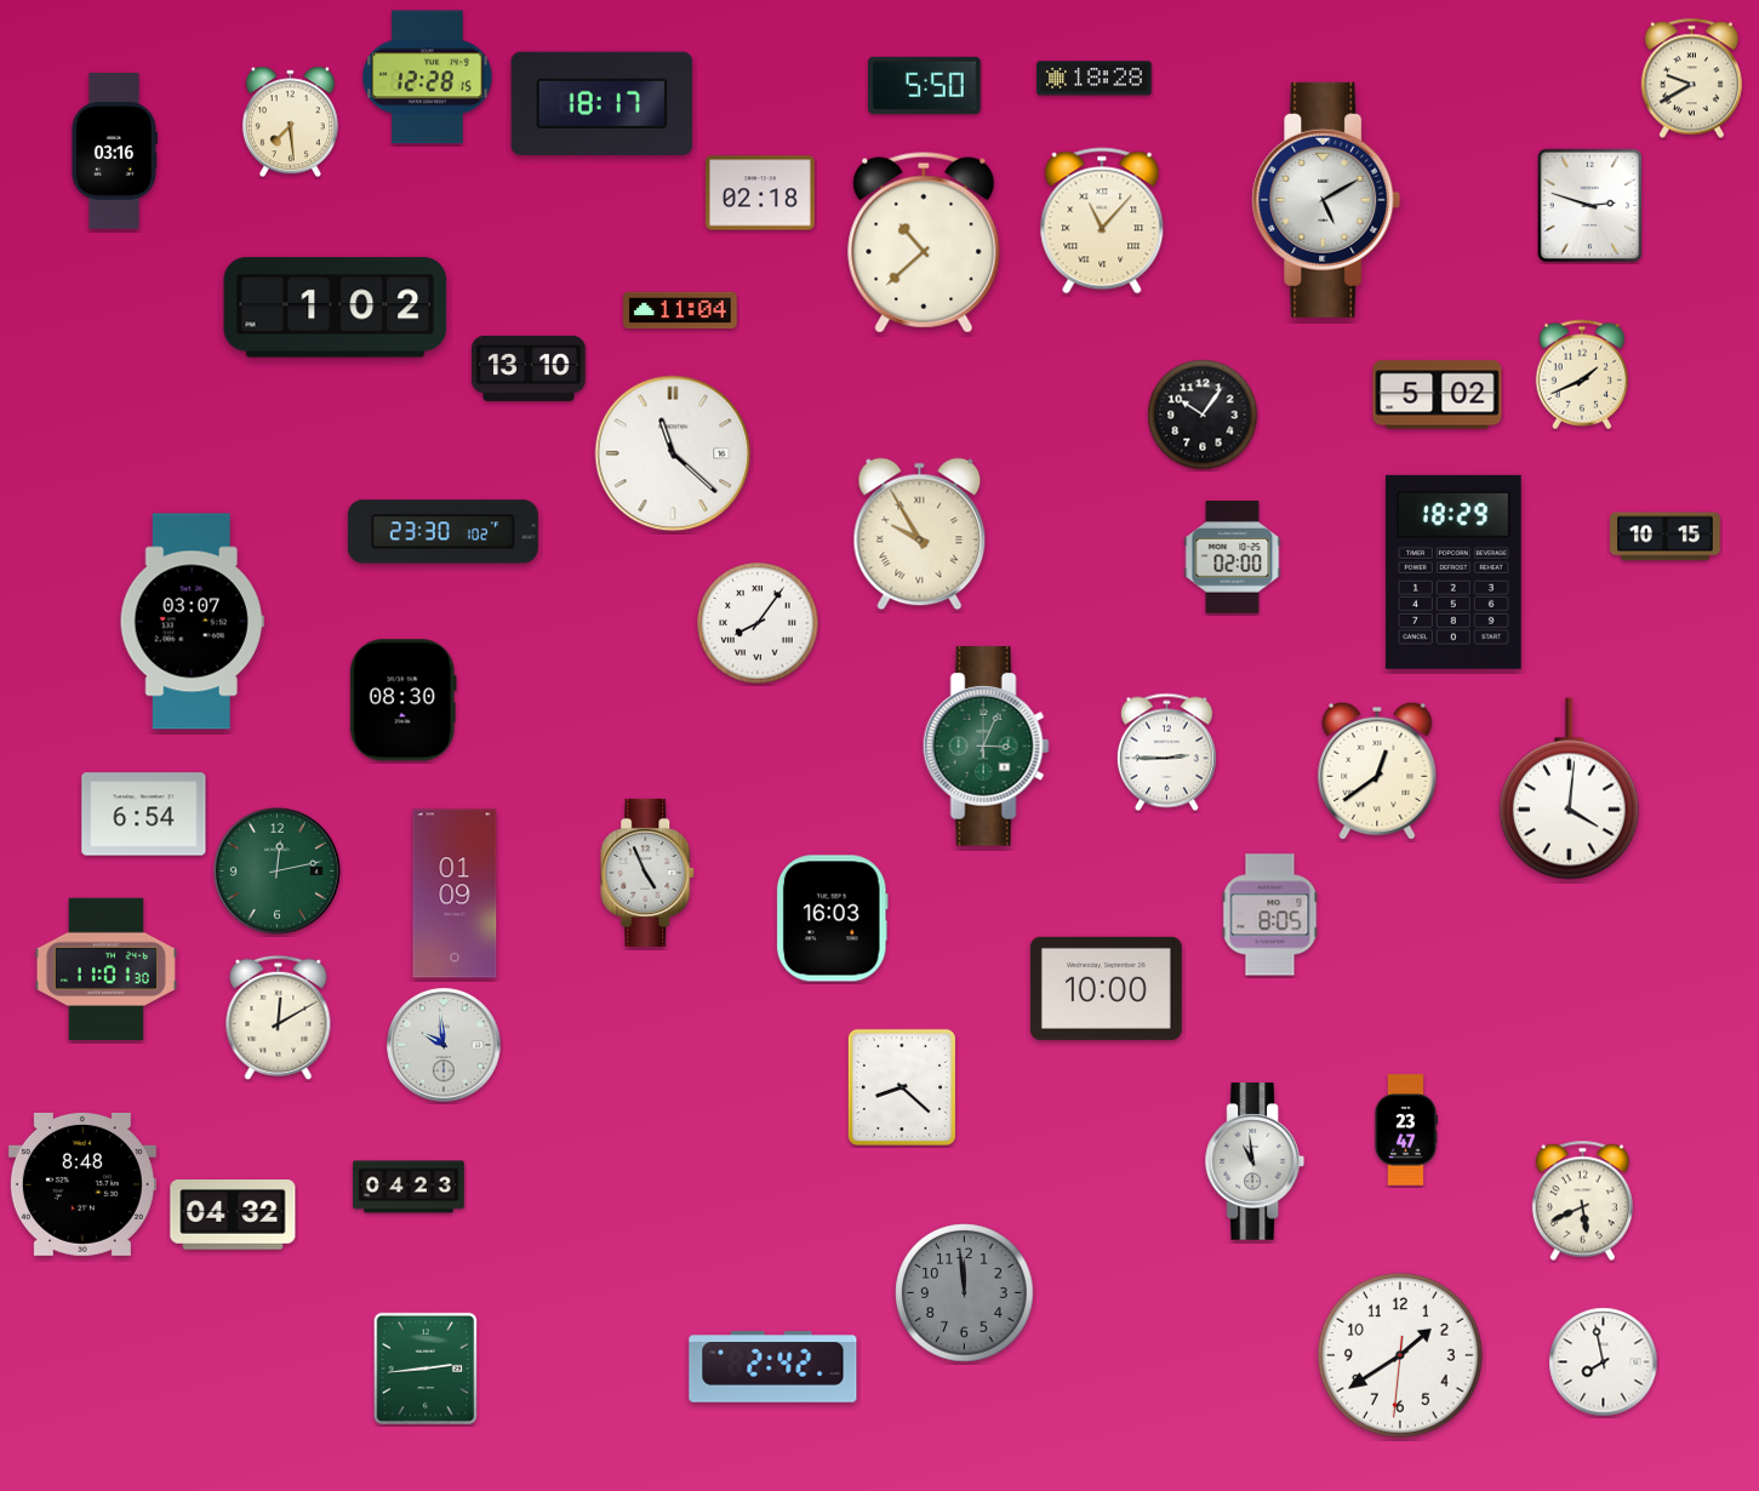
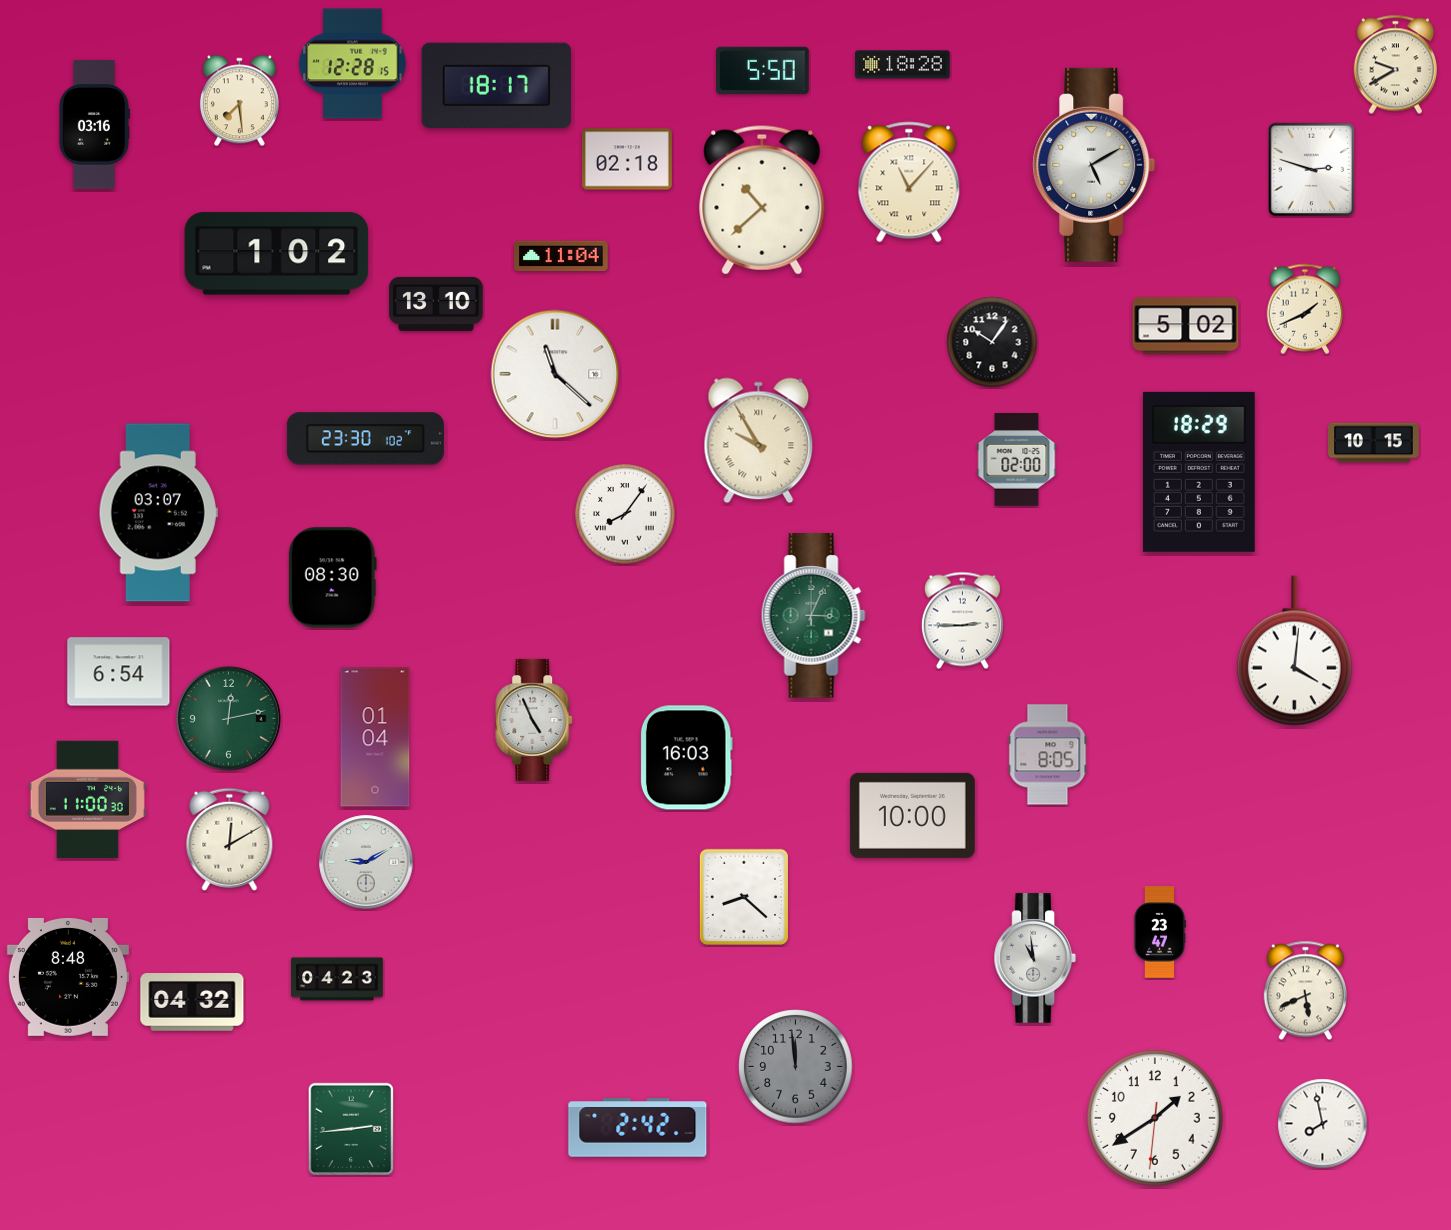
clock at (1377, 771): 12:39 -> none
clock at (455, 893): 01:09 -> 01:04
clock at (105, 970): 11:01 -> 11:00
clock at (444, 1045): 9:59 -> 9:10
